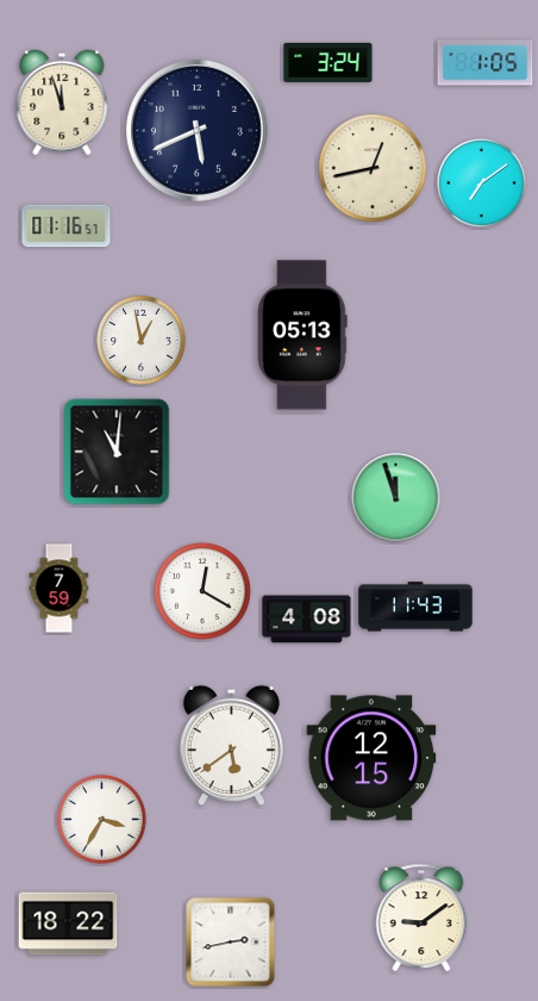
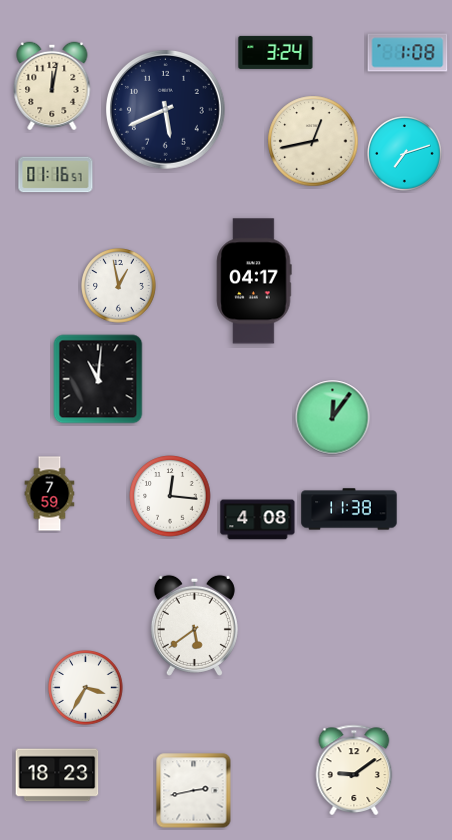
clock at (486, 63): 1:05 -> 1:08
clock at (62, 102): 11:57 -> 12:02
clock at (482, 184): 7:09 -> 7:12
clock at (67, 226) position: (67, 226) -> (56, 175)
clock at (302, 335): 05:13 -> 04:17
clock at (396, 498): 11:57 -> 12:06
clock at (202, 591): 12:20 -> 12:16
clock at (415, 607): 11:43 -> 11:38
clock at (371, 758): 12:15 -> none
clock at (68, 924): 18:22 -> 18:23
